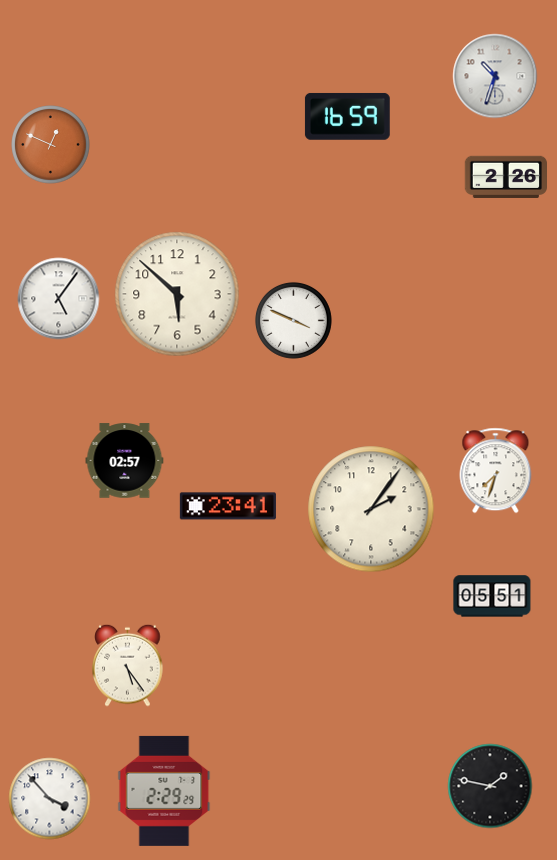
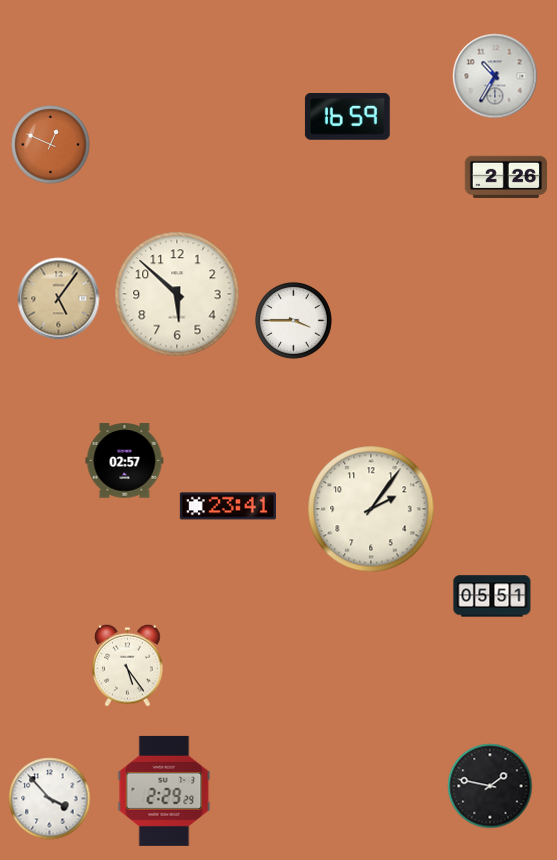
clock at (495, 76): 10:33 -> 10:35
clock at (59, 299) dial: white -> champagne
clock at (293, 320): 3:49 -> 3:45
clock at (496, 471): 7:33 -> none
